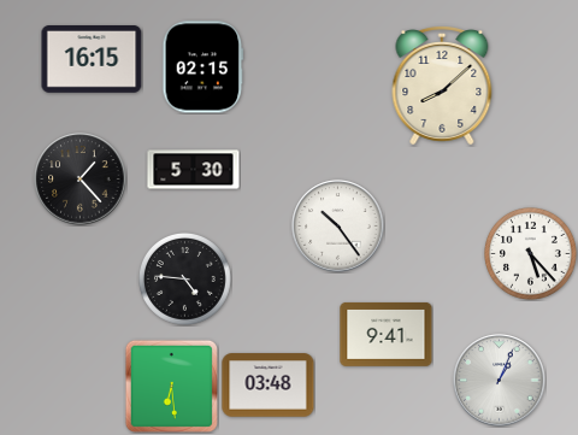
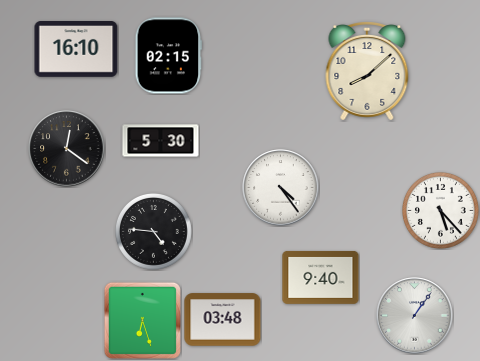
clock at (92, 60): 16:15 -> 16:10
clock at (81, 180): 1:23 -> 12:21
clock at (338, 227): 10:24 -> 4:24
clock at (387, 334): 9:41 -> 9:40
clock at (500, 381): 1:04 -> 1:06
clock at (171, 386): 6:29 -> 6:27
